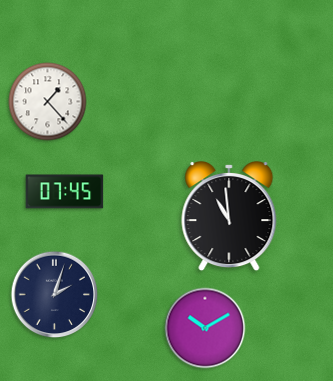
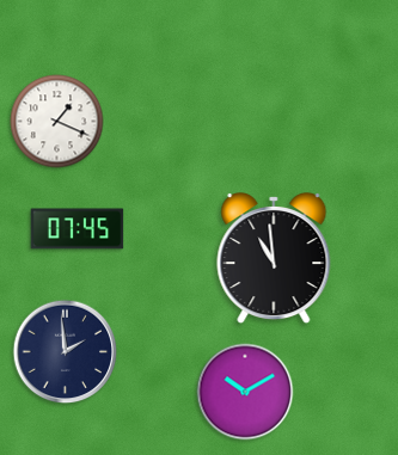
clock at (48, 102): 1:23 -> 1:19
clock at (55, 295): 2:03 -> 1:59
